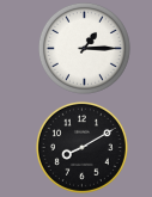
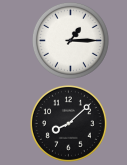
clock at (81, 147): 8:10 -> 8:08
